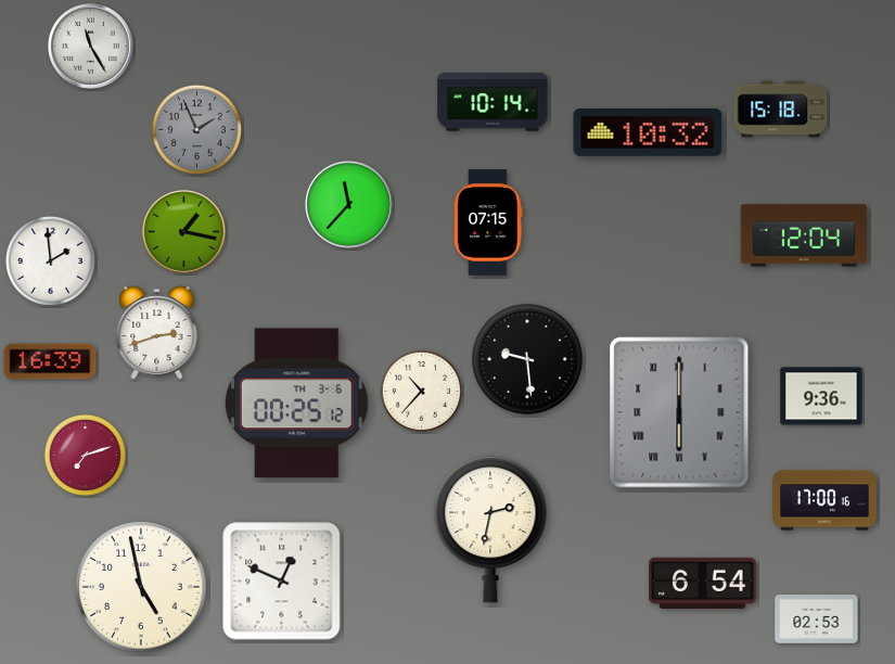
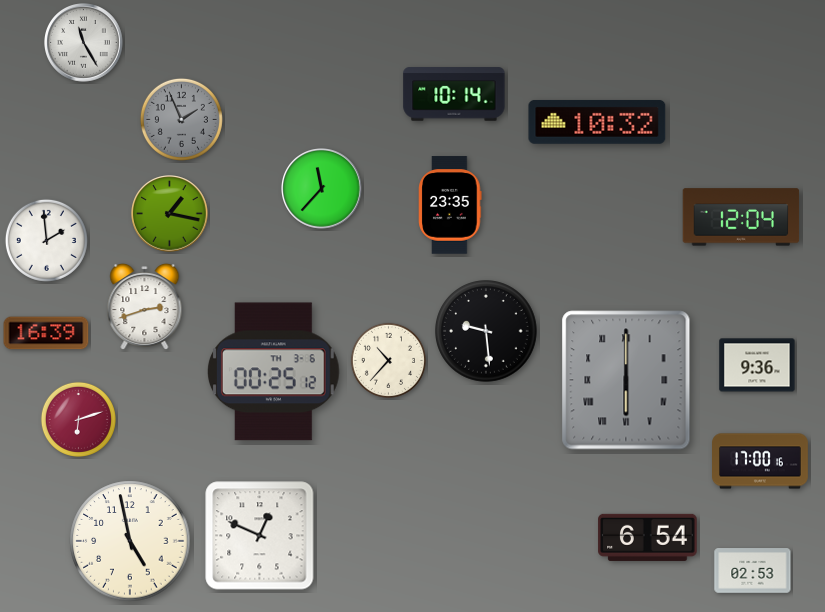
clock at (781, 110): 15:18 -> none
clock at (488, 222): 07:15 -> 23:35
clock at (85, 455): 7:12 -> 6:12
clock at (490, 531): 2:32 -> none
